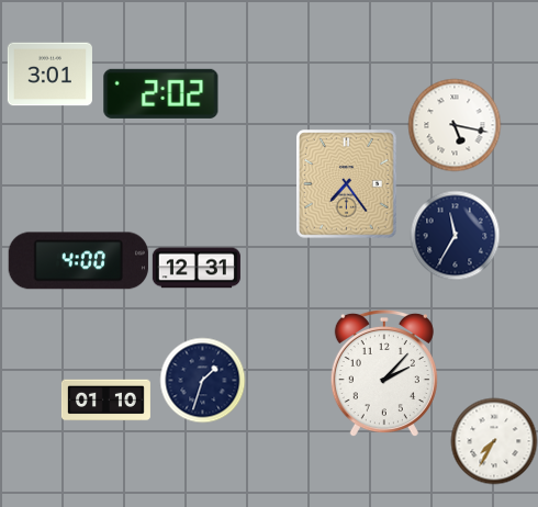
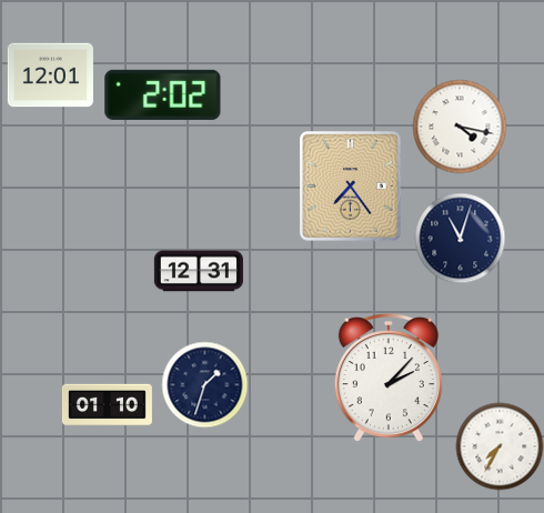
clock at (49, 75): 3:01 -> 12:01
clock at (455, 125): 5:17 -> 4:17
clock at (455, 235): 11:35 -> 11:03
clock at (78, 261): 4:00 -> none
